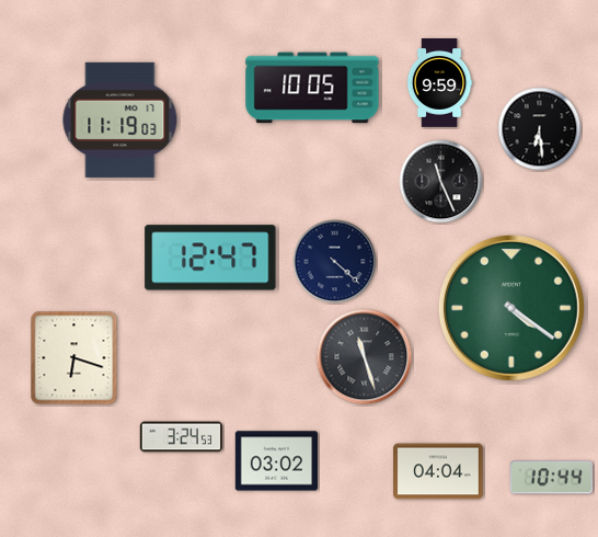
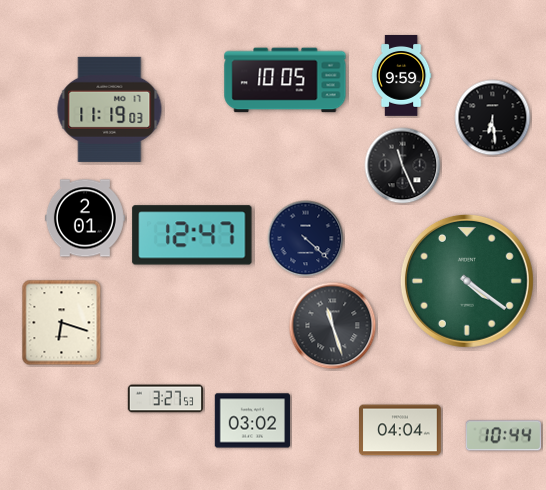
clock at (85, 218): none -> 2:01
clock at (74, 358) position: (74, 358) -> (62, 323)
clock at (182, 437): 3:24 -> 3:27
